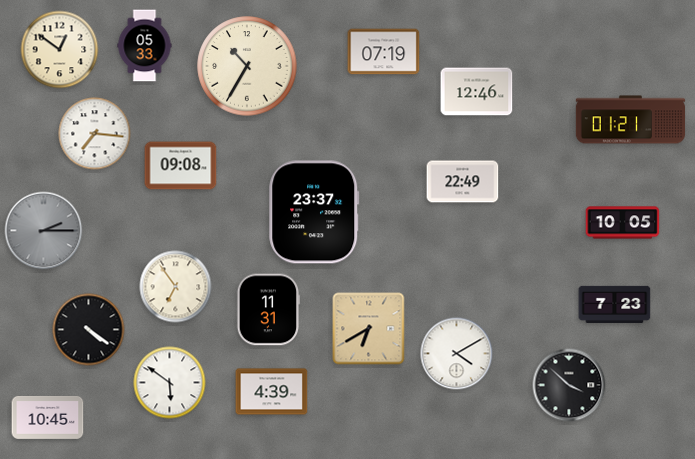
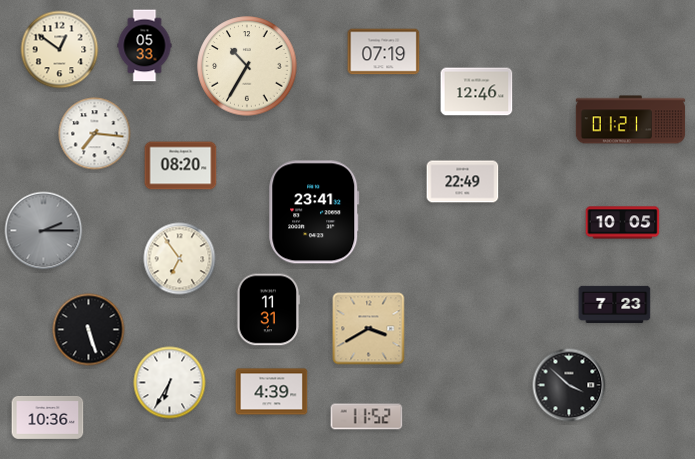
clock at (181, 166): 09:08 -> 08:20
clock at (314, 212): 23:37 -> 23:41
clock at (176, 287) position: (176, 287) -> (180, 259)
clock at (369, 329): 6:40 -> 3:40
clock at (89, 330): 4:21 -> 5:27
clock at (457, 354): 4:10 -> none
clock at (170, 383): 5:51 -> 6:35
clock at (367, 417): none -> 11:52
clock at (48, 418): 10:45 -> 10:36
